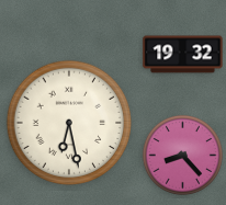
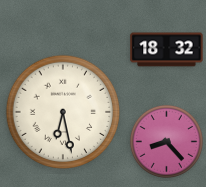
clock at (183, 55): 19:32 -> 18:32
